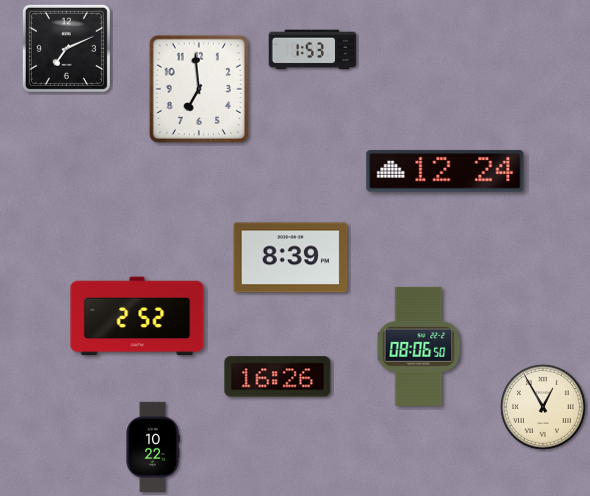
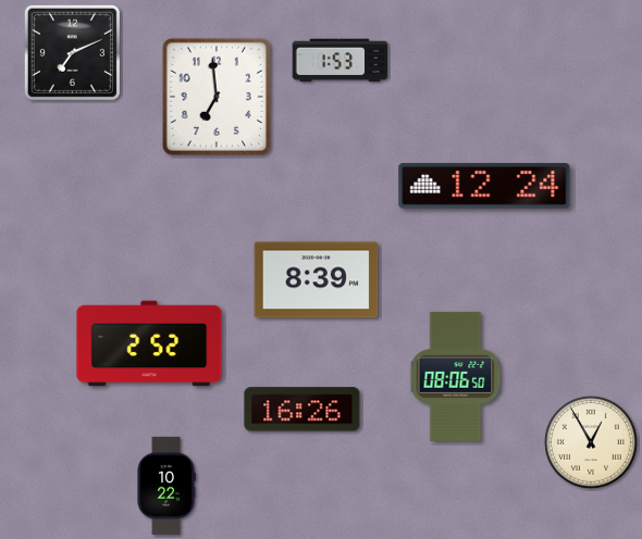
clock at (313, 50) position: (313, 50) -> (341, 61)
